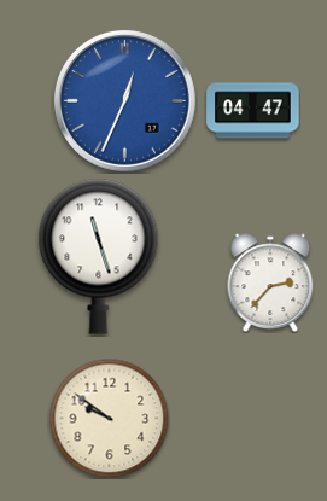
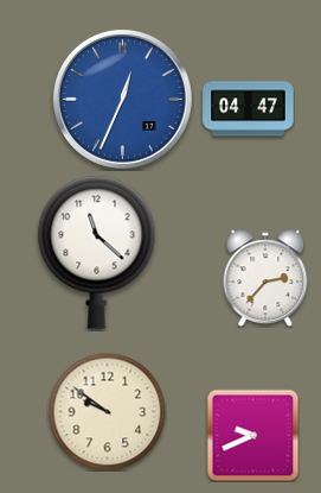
clock at (99, 256): 11:27 -> 11:22
clock at (252, 435): none -> 9:41
